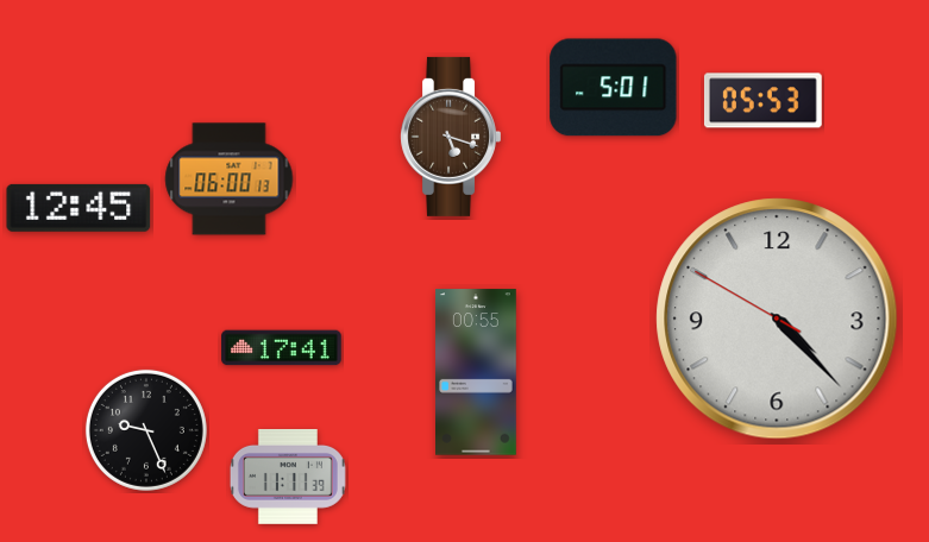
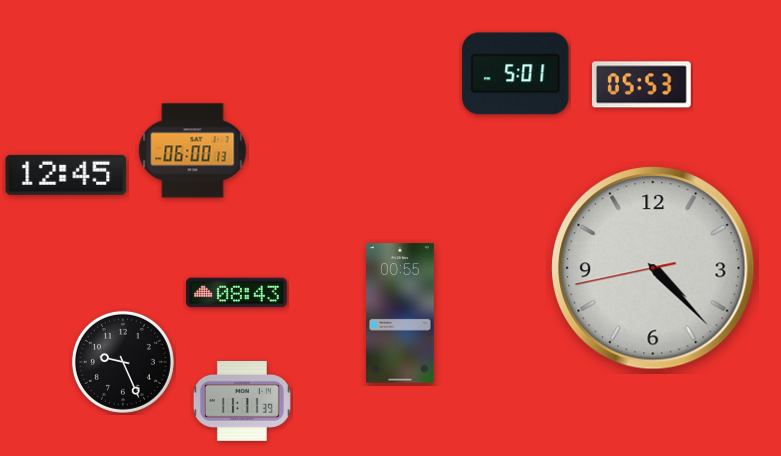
clock at (450, 137): 5:18 -> none
clock at (777, 319): 4:22:50 -> 4:22:43
clock at (282, 348): 17:41 -> 08:43
